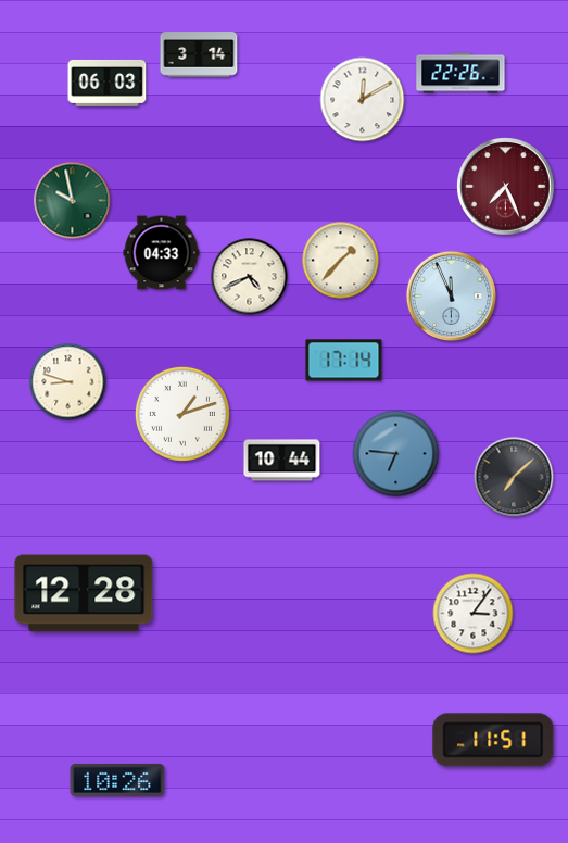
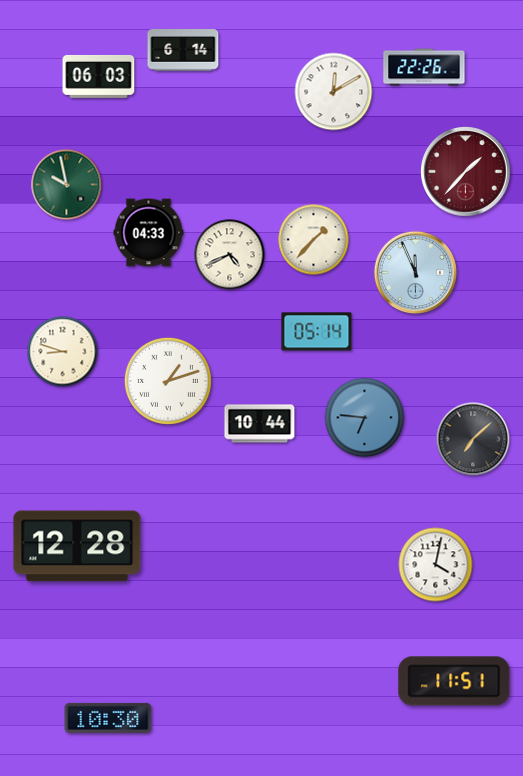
clock at (199, 54): 3:14 -> 6:14
clock at (506, 187): 7:26 -> 1:37
clock at (344, 361): 17:14 -> 05:14
clock at (474, 614): 3:06 -> 4:02
clock at (117, 780): 10:26 -> 10:30
